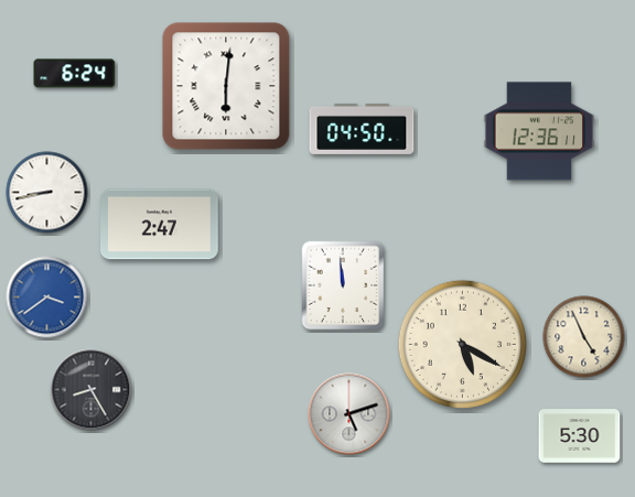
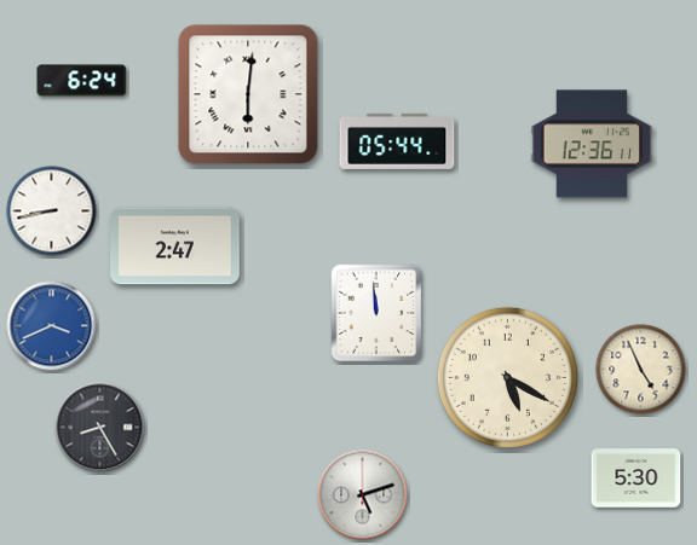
clock at (362, 129): 04:50 -> 05:44
clock at (47, 298): 3:39 -> 3:41
clock at (349, 414) position: (349, 414) -> (363, 495)
